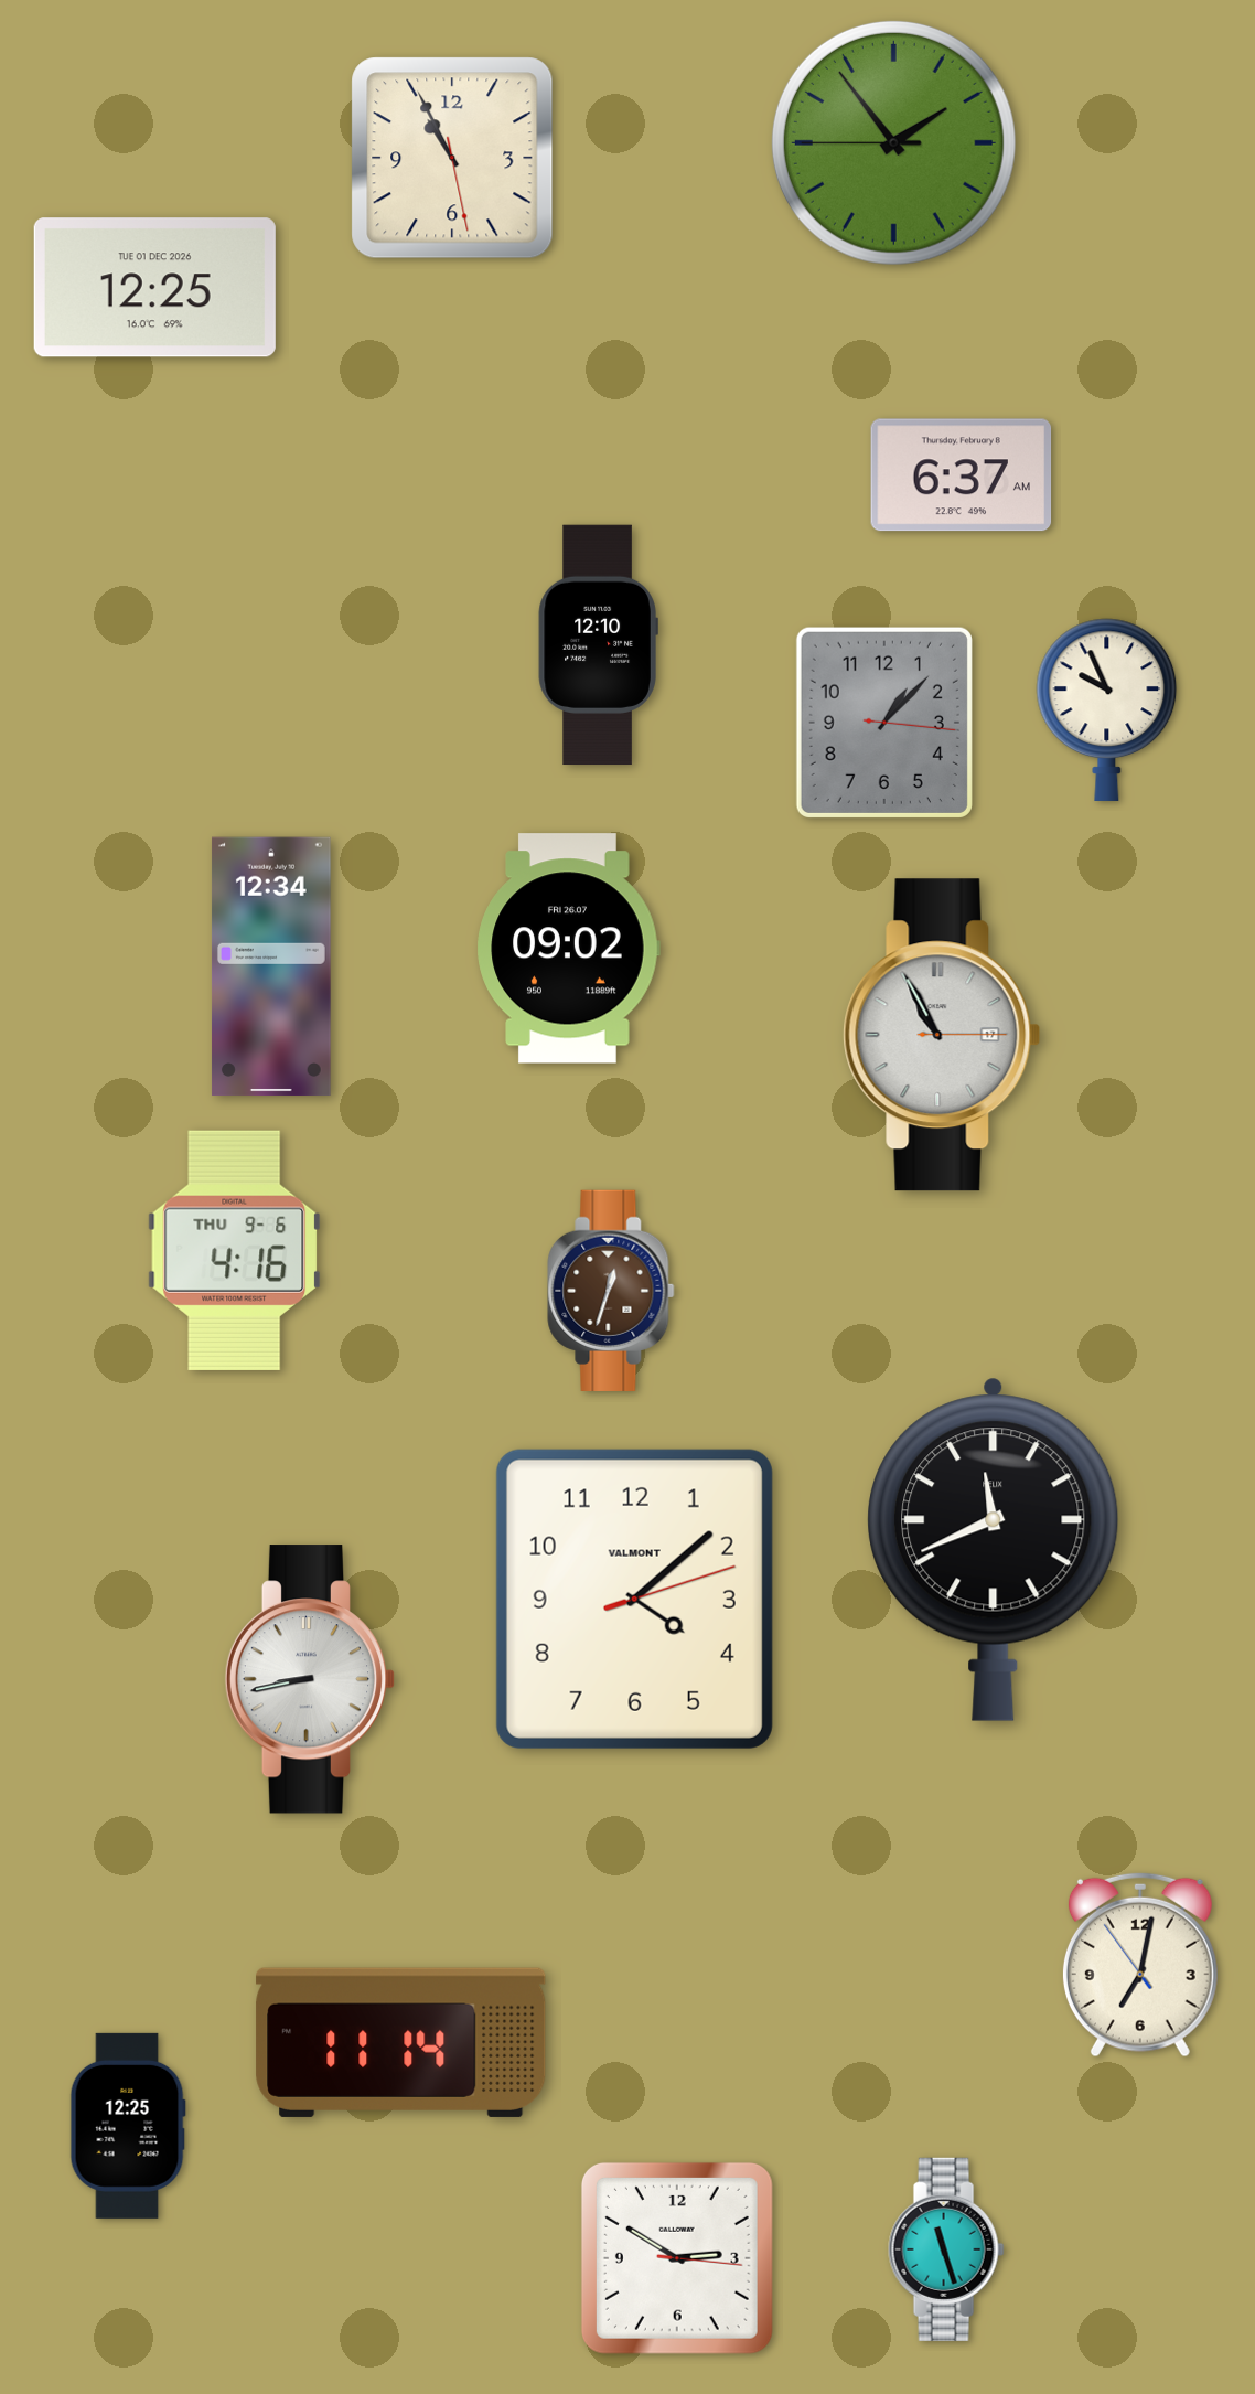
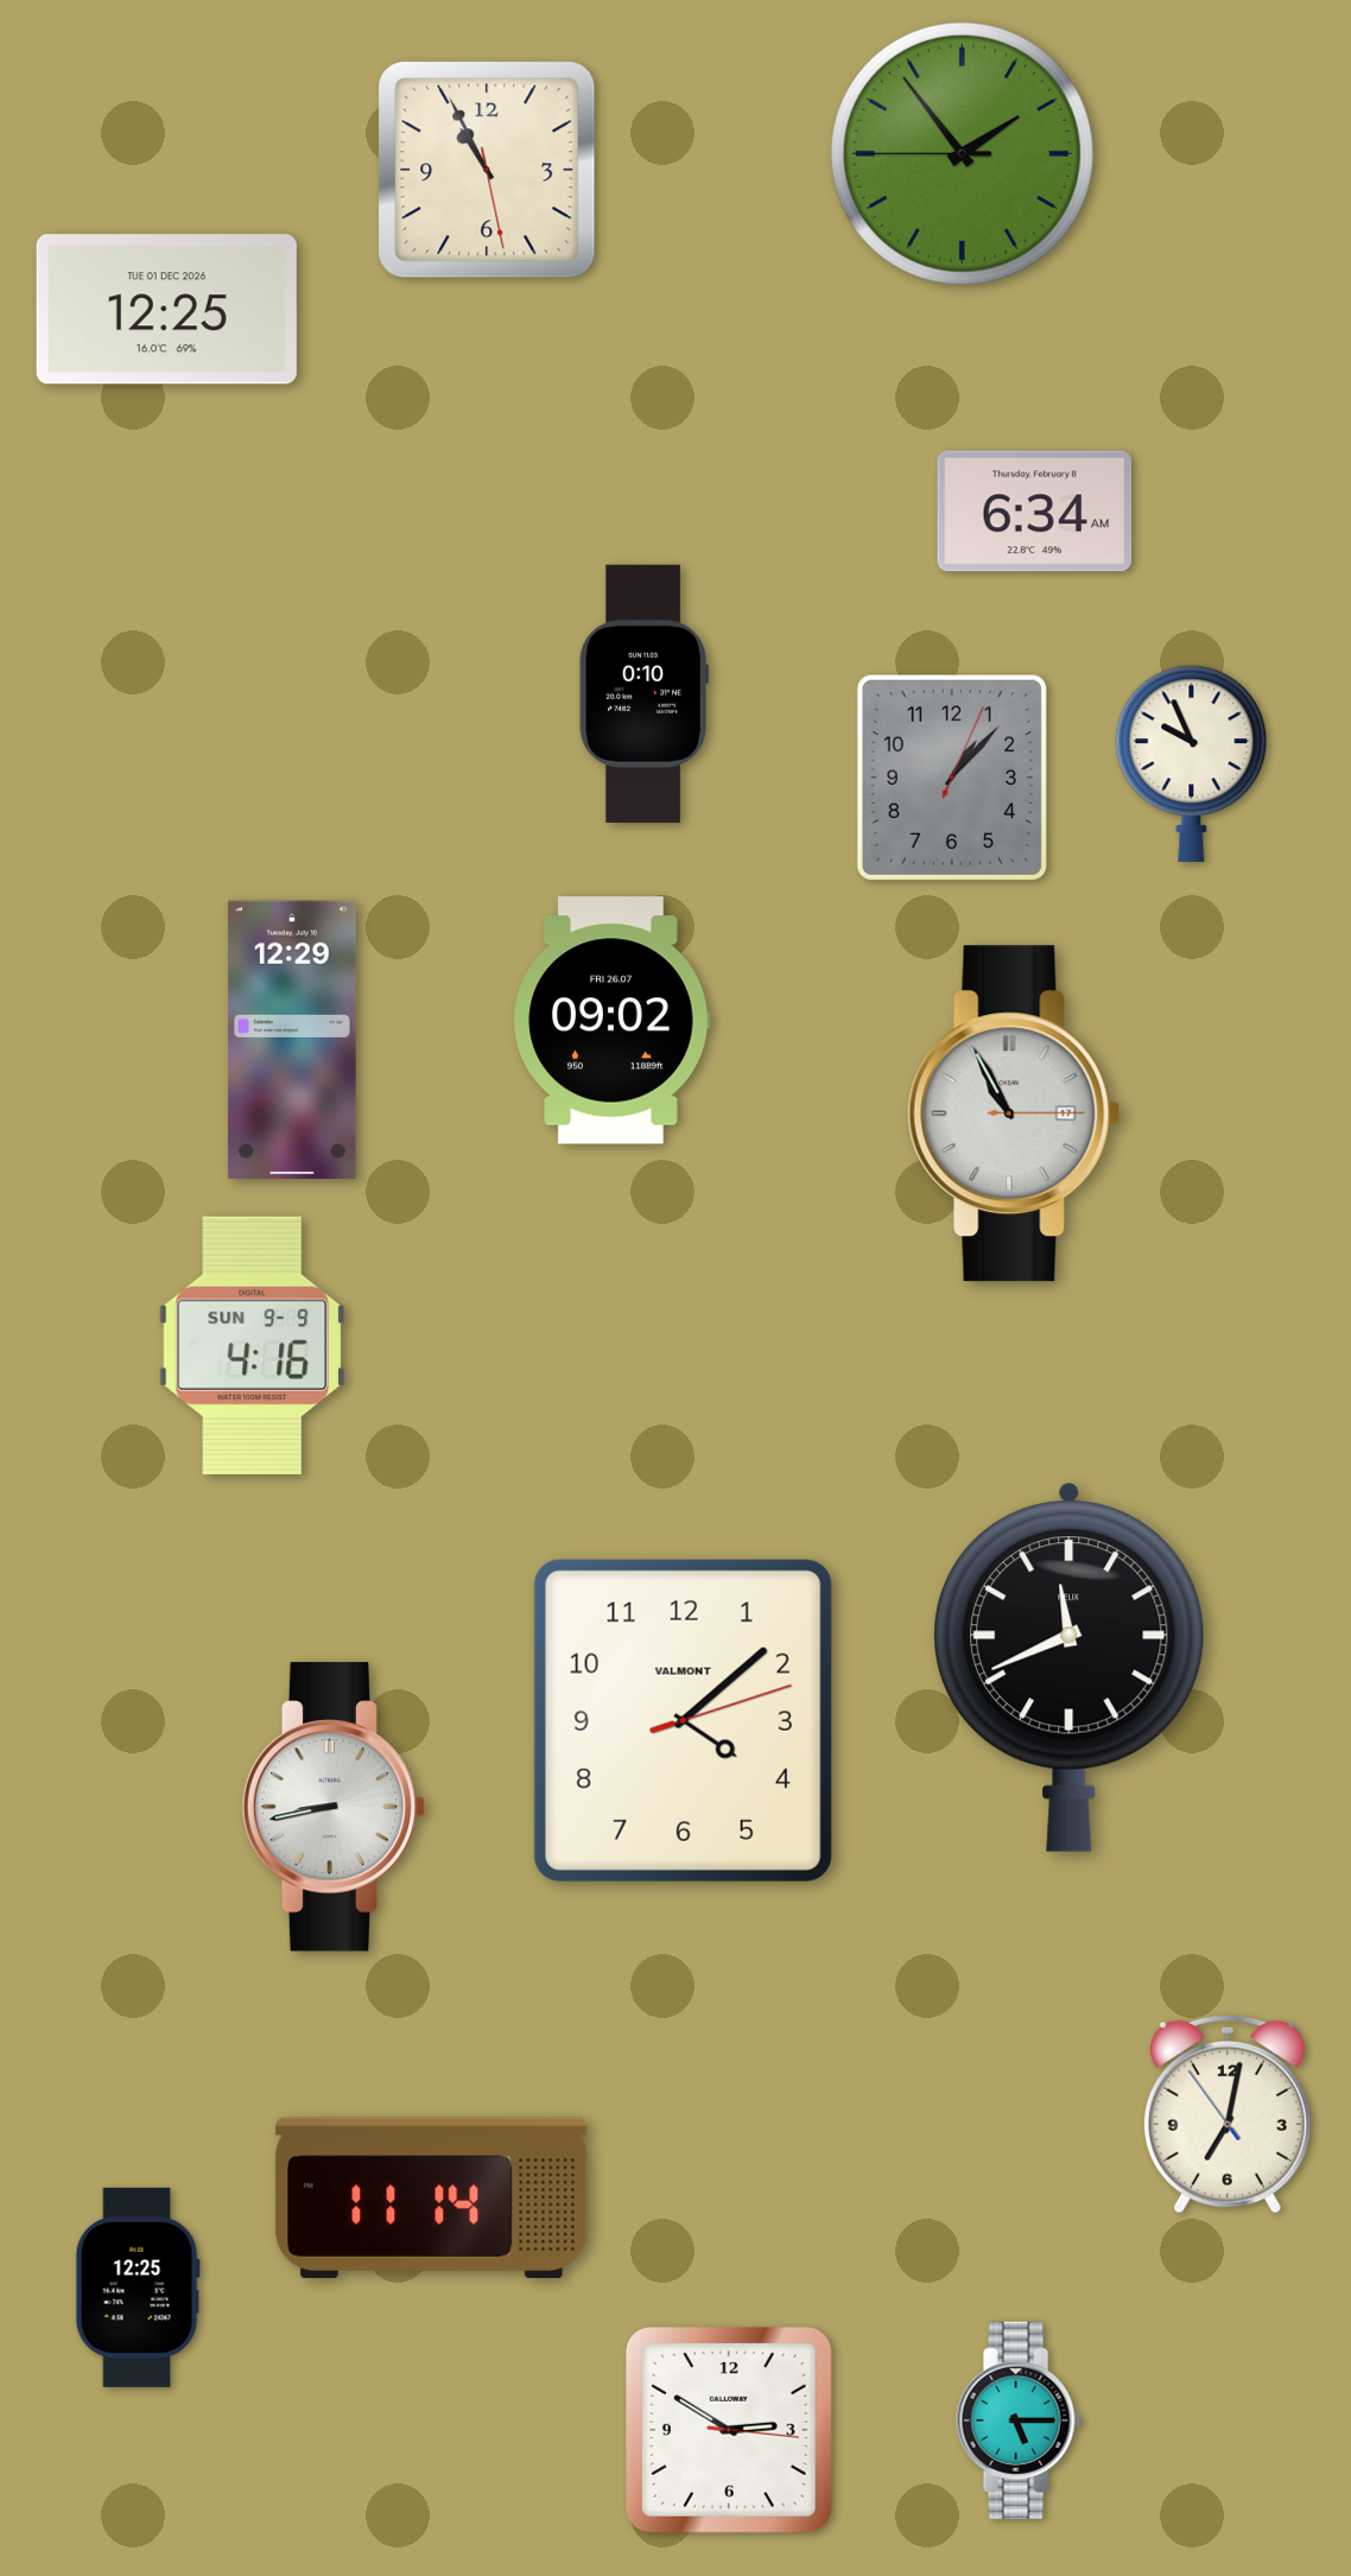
clock at (962, 475): 6:37 -> 6:34
clock at (598, 645): 12:10 -> 0:10
clock at (884, 723): 1:07:16 -> 1:07:04
clock at (271, 966): 12:34 -> 12:29
clock at (235, 1250) date: THU 9-6 -> SUN 9-9
clock at (611, 1291): 12:33 -> none
clock at (946, 2249): 11:27 -> 5:15
